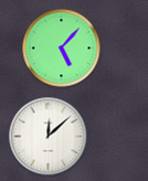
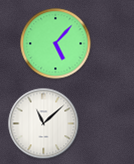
clock at (49, 137): 12:08 -> 11:08
